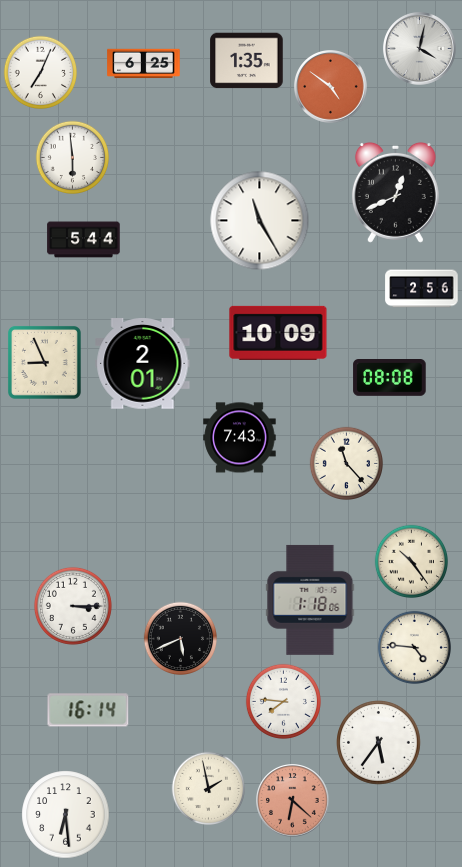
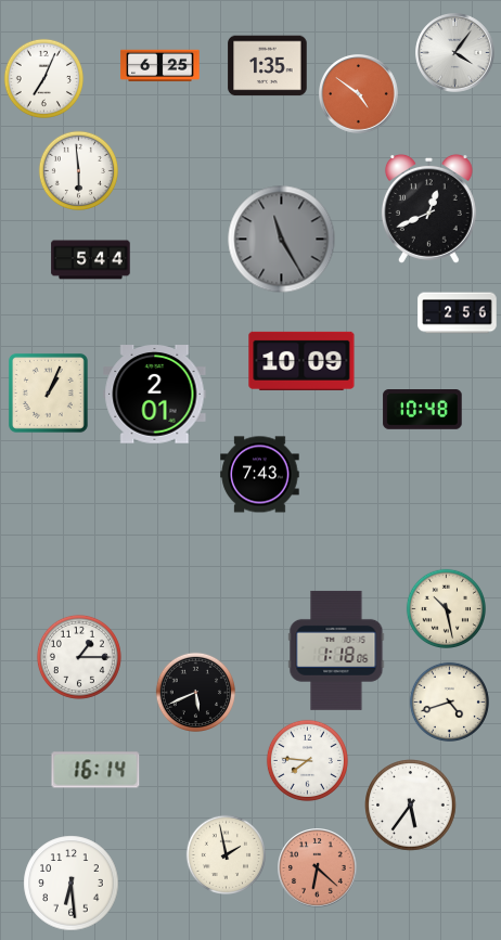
clock at (420, 49): 4:02 -> 4:06
clock at (144, 64) position: (144, 64) -> (160, 66)
clock at (260, 221) dial: white -> grey
clock at (44, 362): 8:56 -> 1:04
clock at (390, 378): 08:08 -> 10:48
clock at (346, 463): 11:23 -> none
clock at (411, 561): 10:24 -> 10:28
clock at (73, 606): 3:15 -> 1:15
clock at (414, 647): 4:46 -> 4:42
